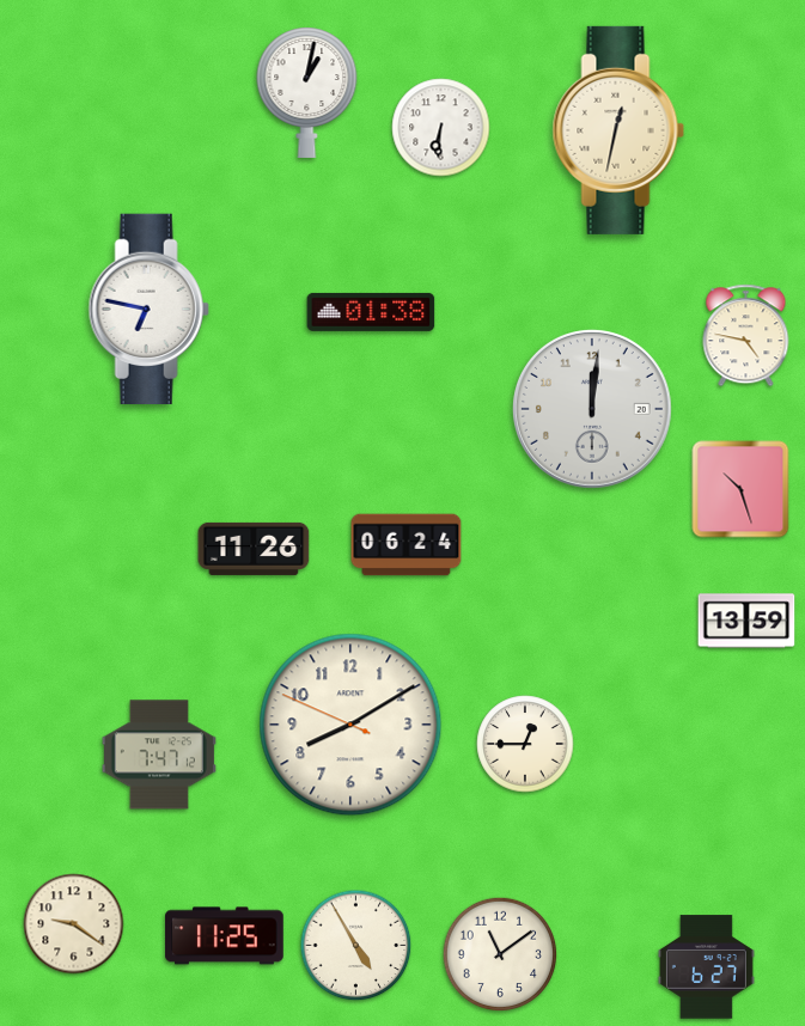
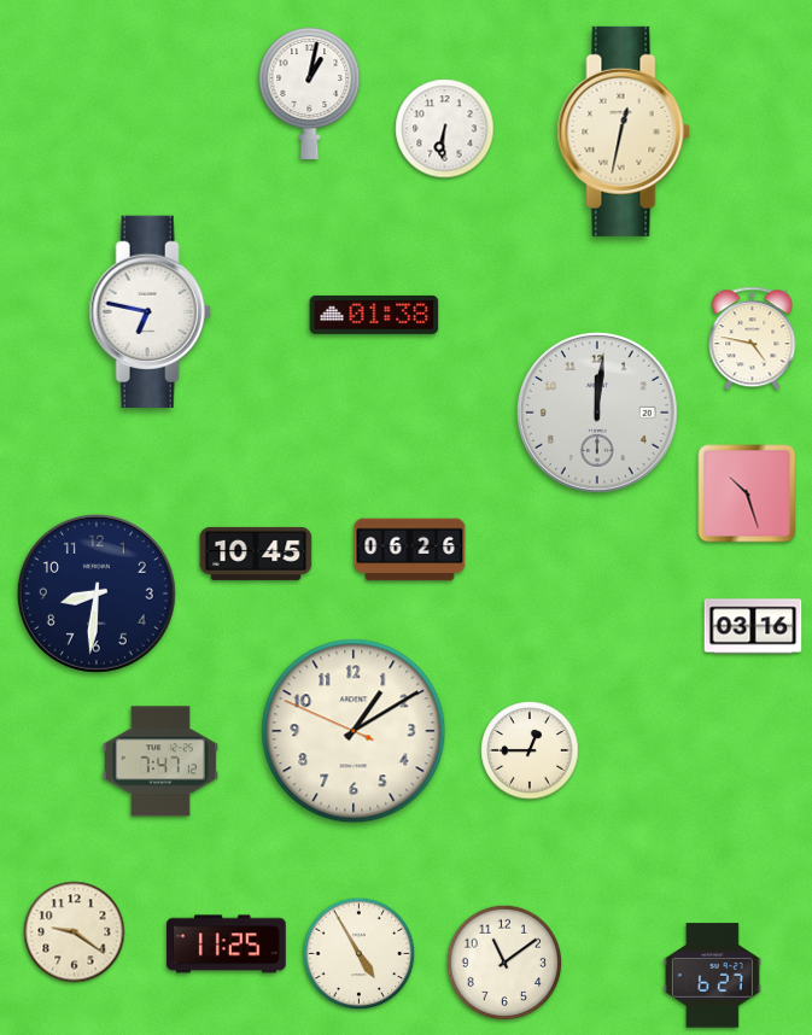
clock at (407, 545): 06:24 -> 06:26
clock at (254, 549): 11:26 -> 10:45
clock at (97, 593): none -> 8:31
clock at (746, 621): 13:59 -> 03:16
clock at (350, 725): 8:09 -> 1:09
